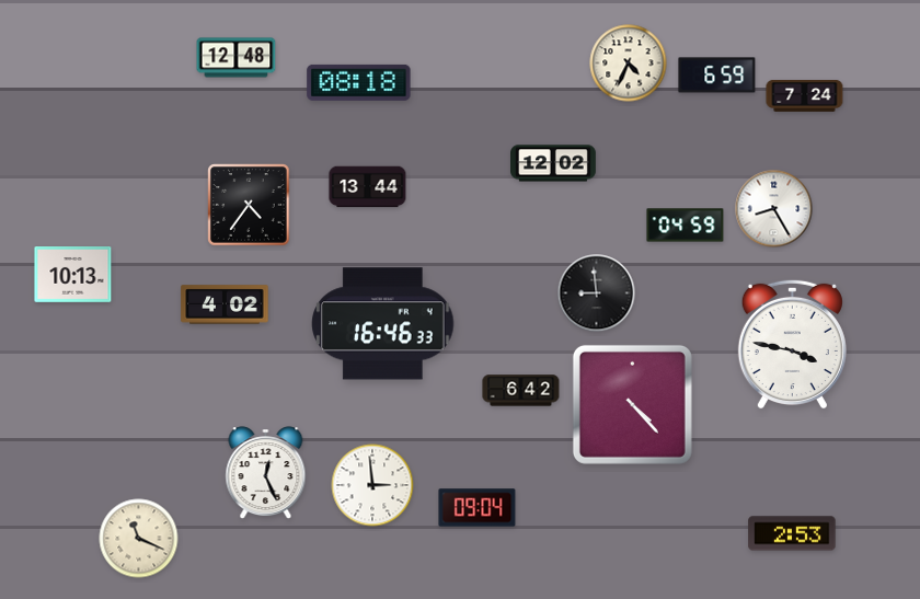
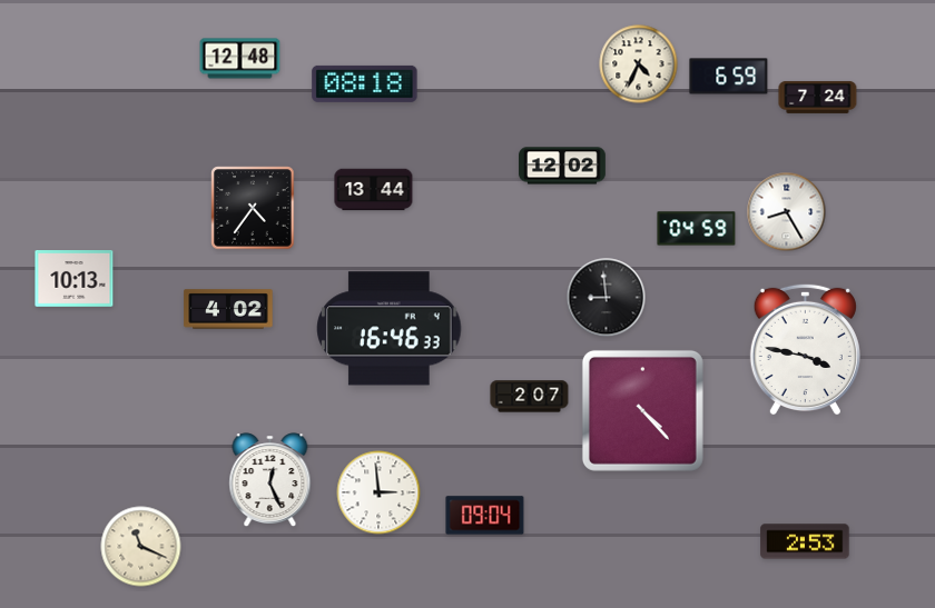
clock at (521, 391): 6:42 -> 2:07
